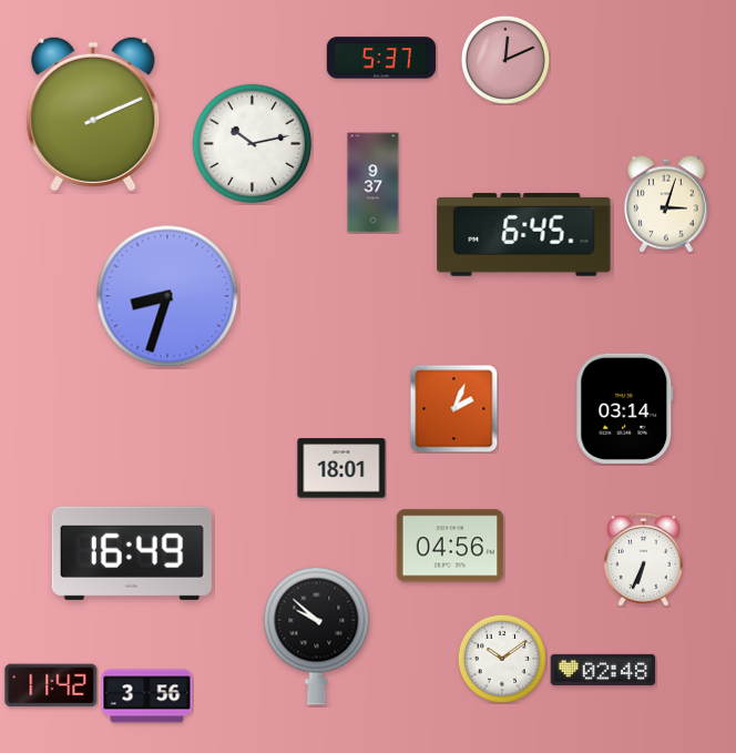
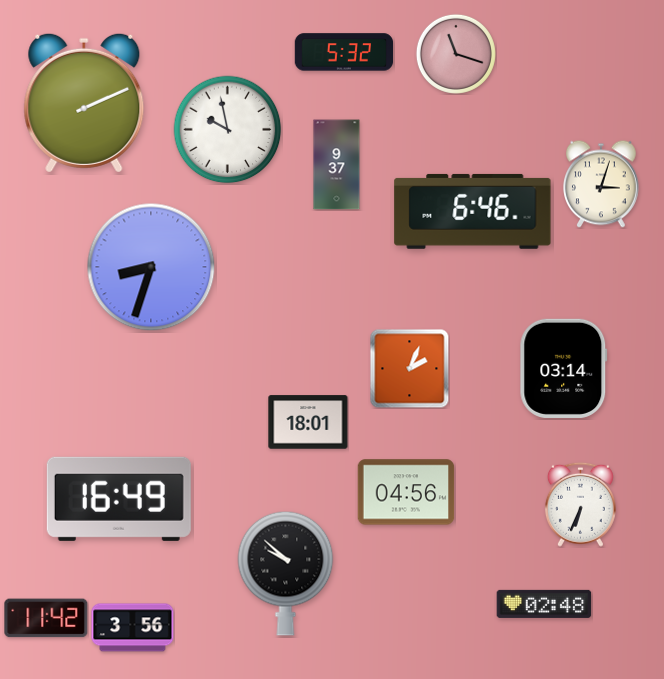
clock at (381, 58): 5:37 -> 5:32
clock at (505, 60): 12:11 -> 11:18
clock at (253, 144): 10:13 -> 9:58
clock at (524, 234): 6:45 -> 6:46
clock at (502, 659): 10:09 -> none
